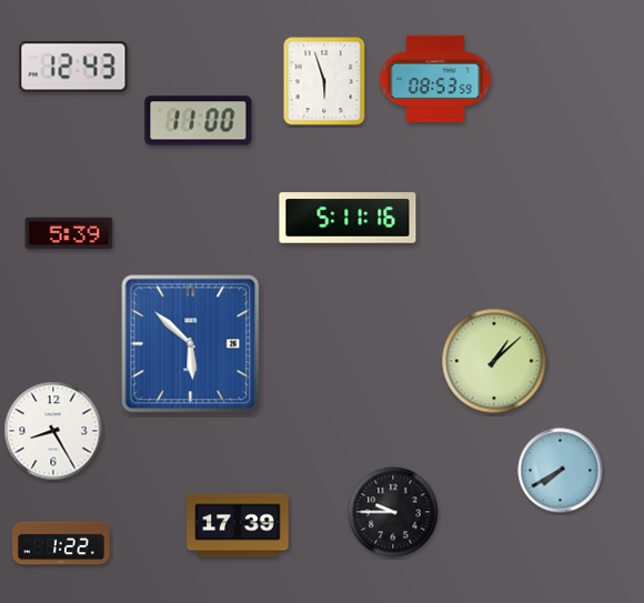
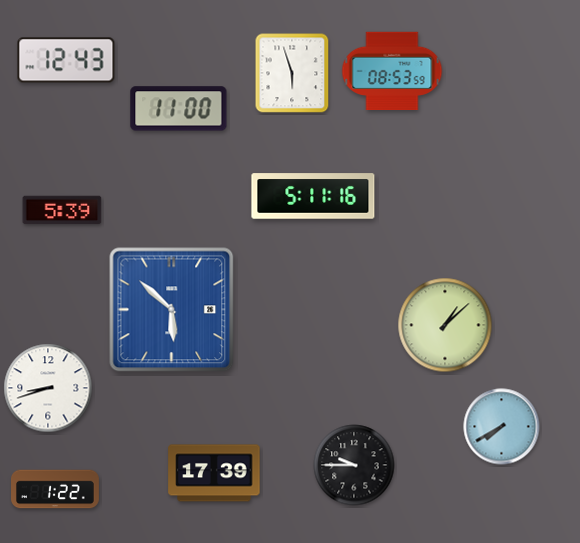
clock at (53, 431): 8:25 -> 8:42
clock at (561, 471) position: (561, 471) -> (502, 427)
clock at (393, 512) position: (393, 512) -> (354, 465)
